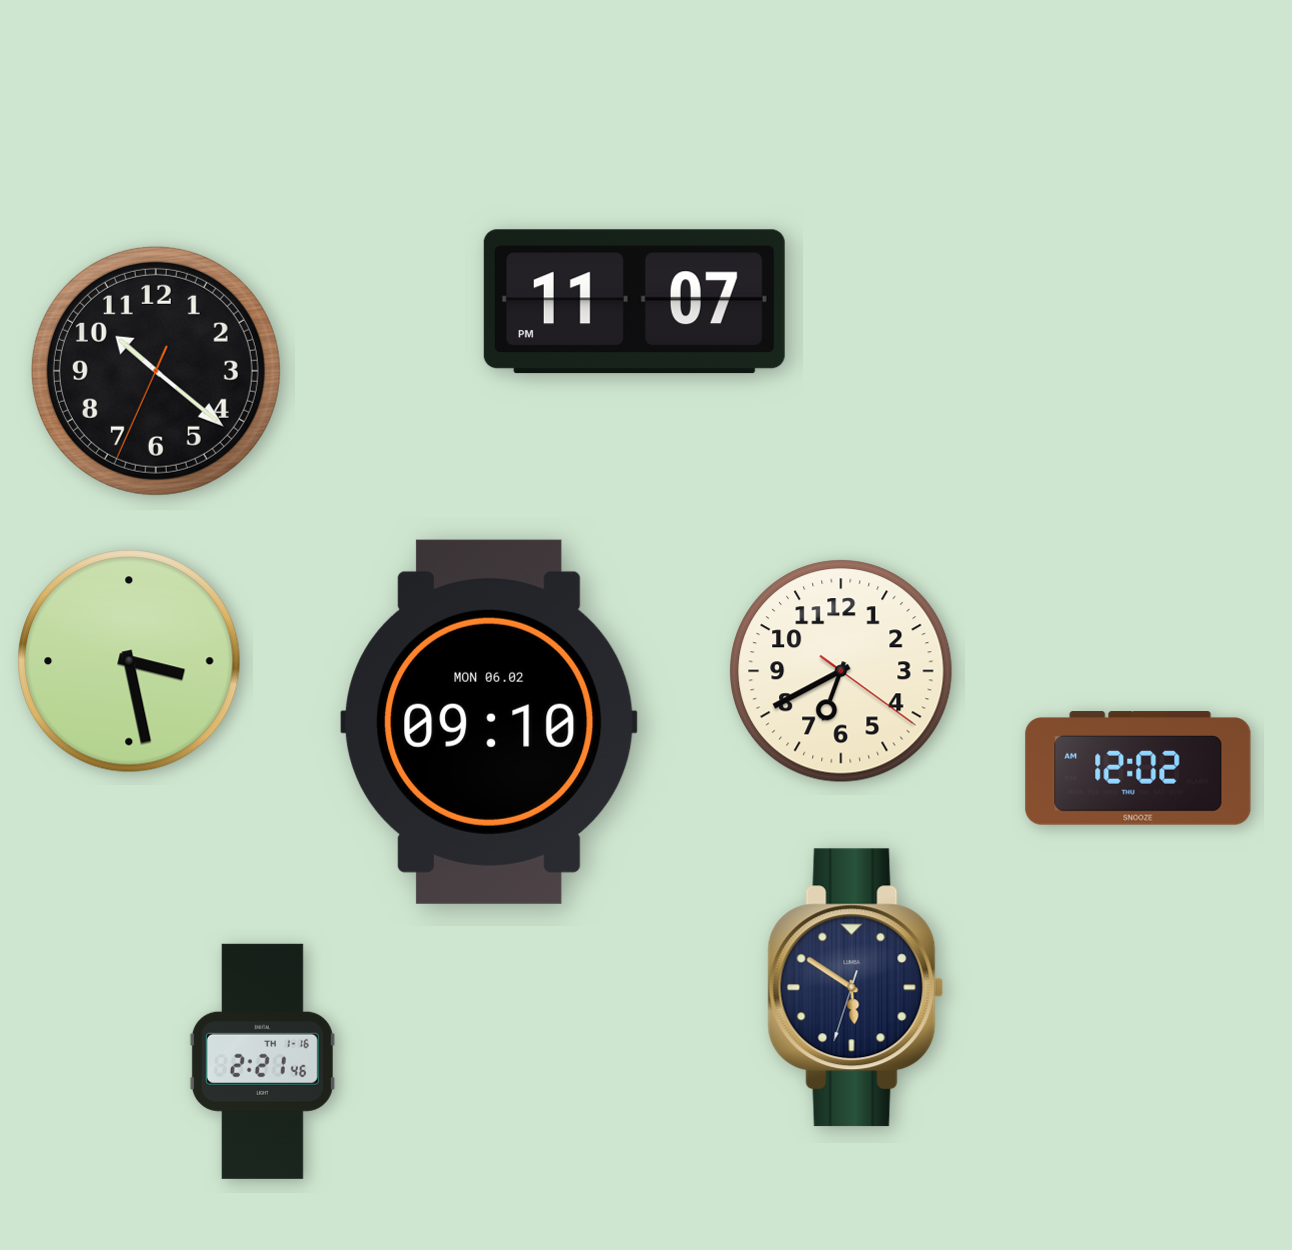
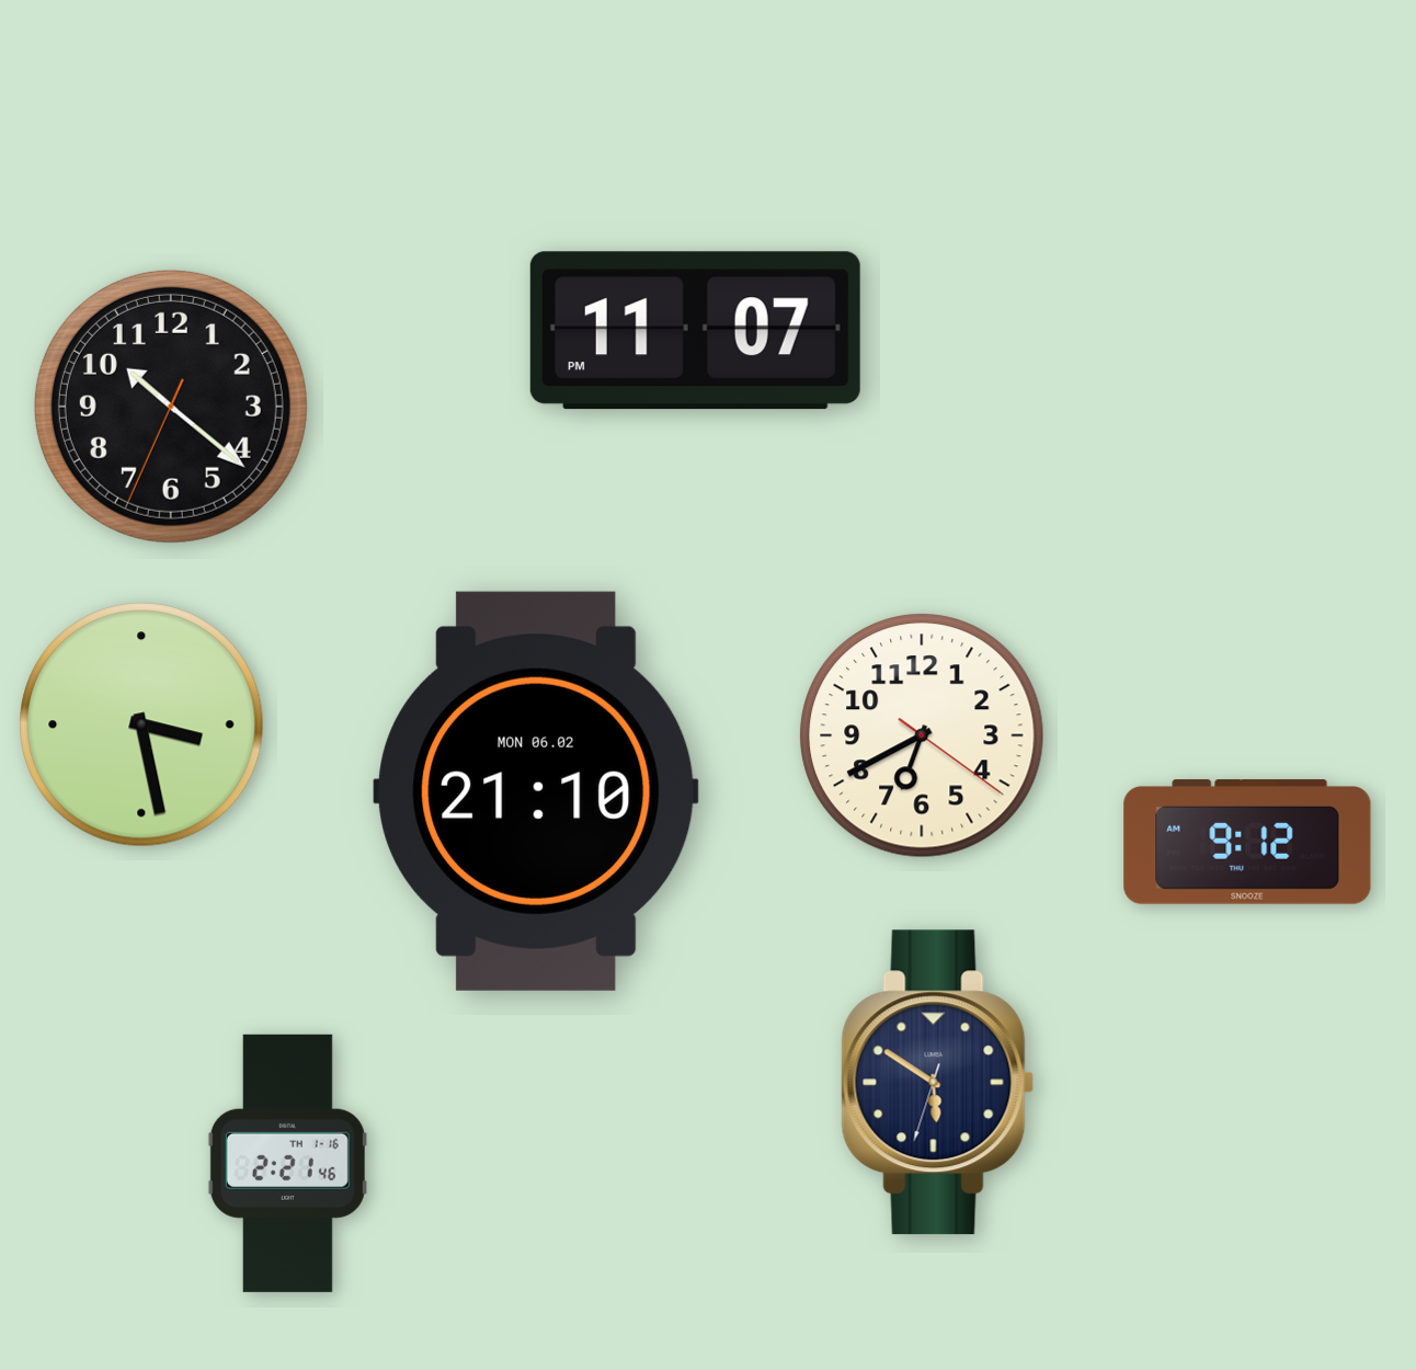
clock at (489, 722): 09:10 -> 21:10
clock at (1138, 768): 12:02 -> 9:12
